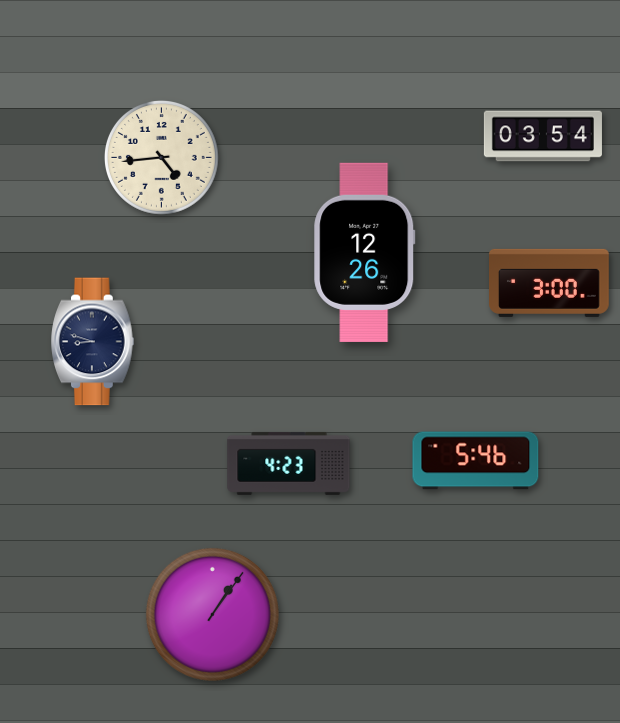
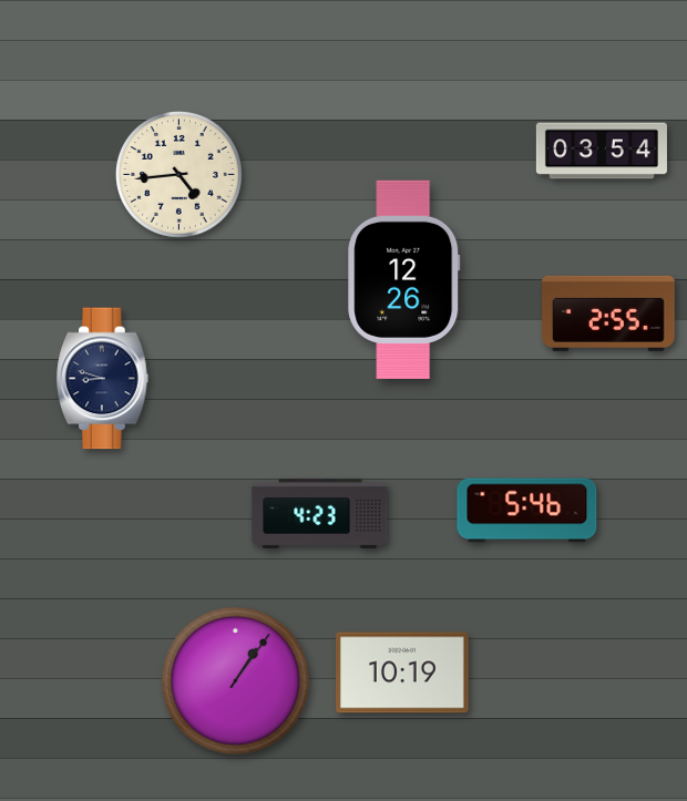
clock at (549, 283): 3:00 -> 2:55
clock at (403, 672): none -> 10:19
